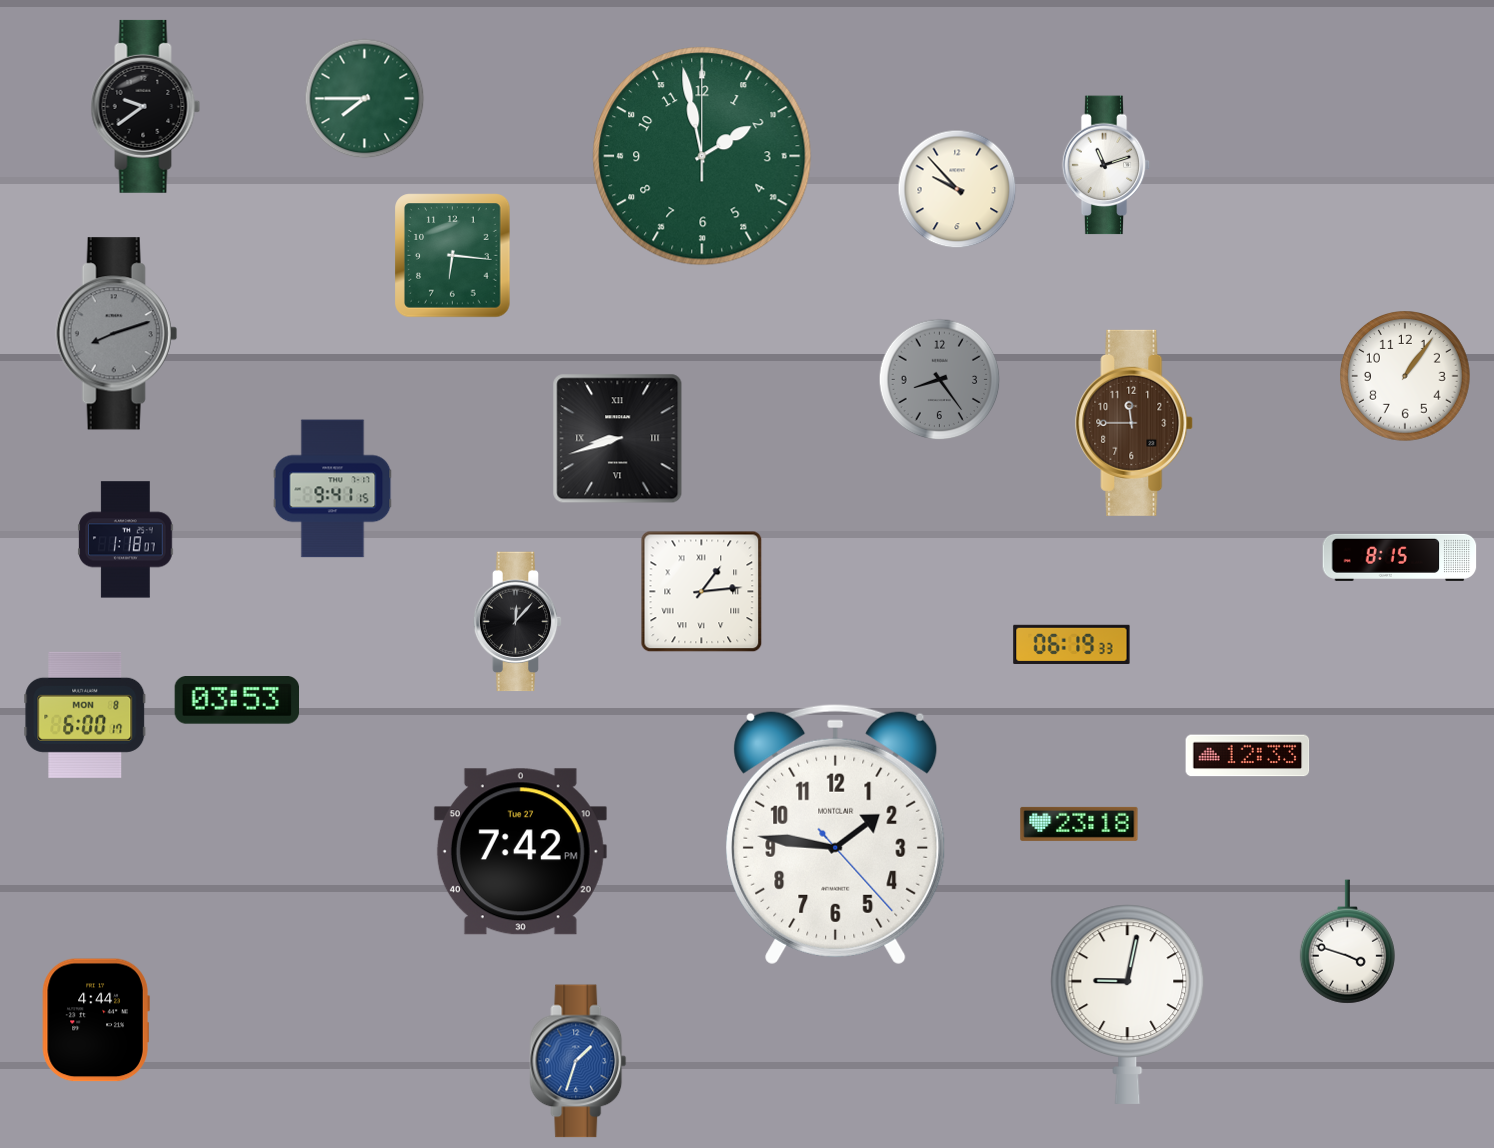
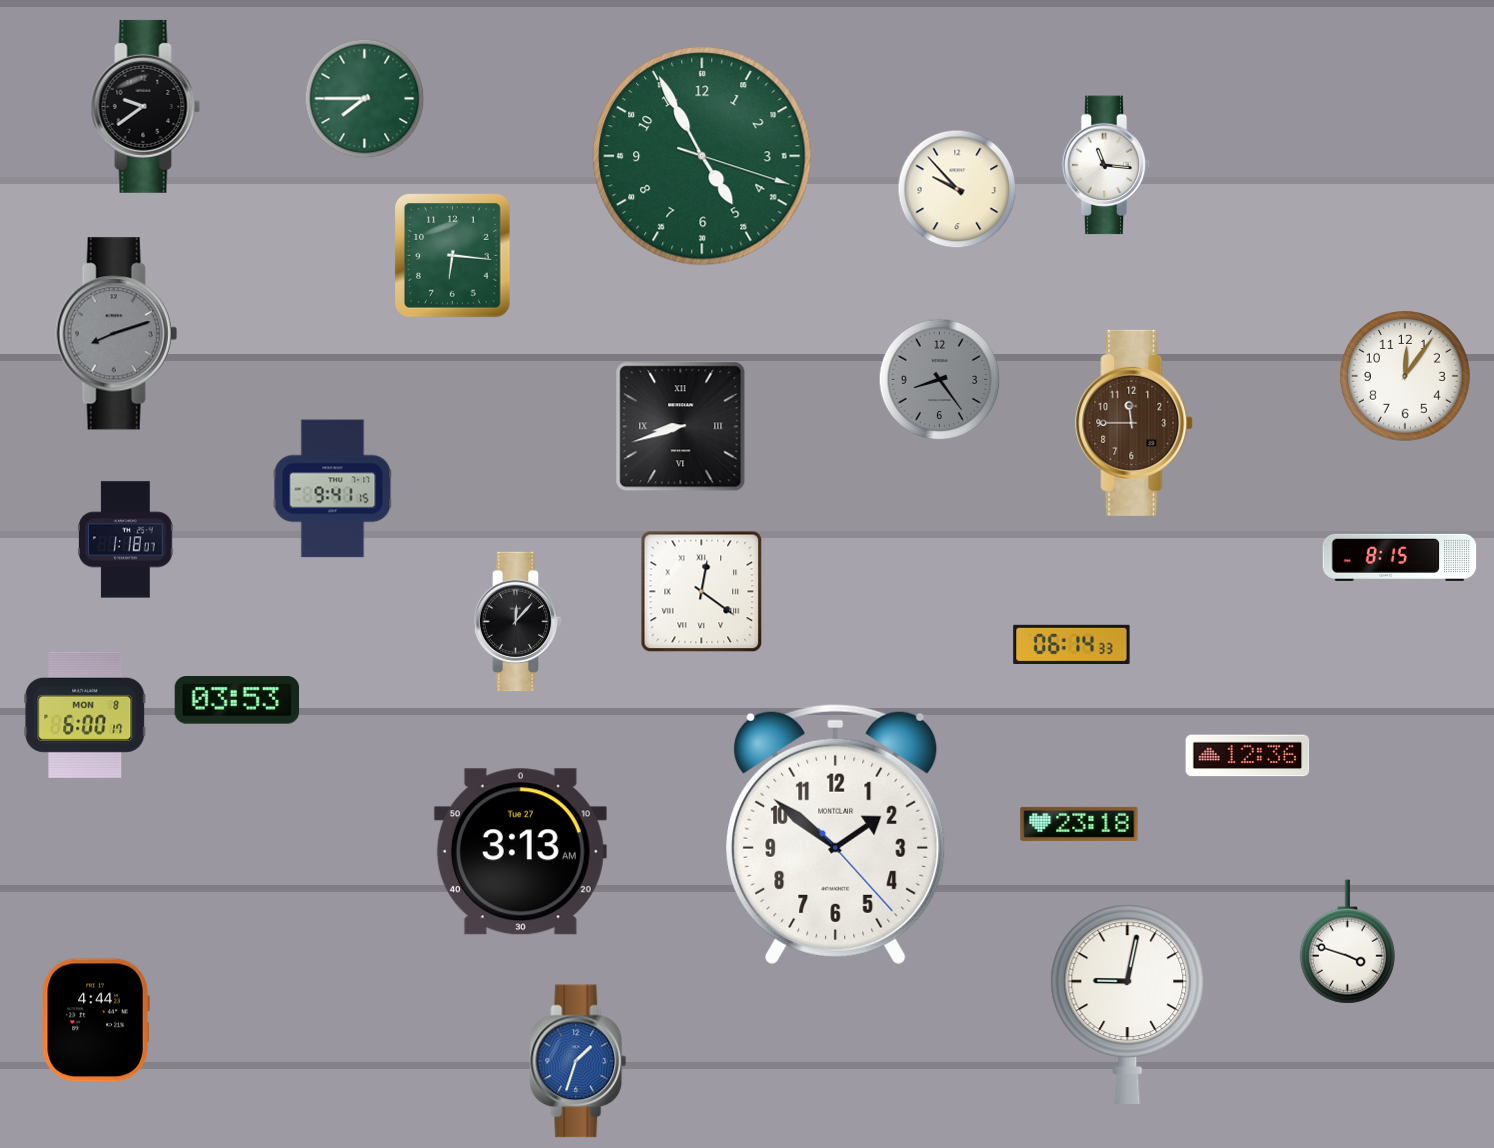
clock at (702, 156): 1:58 -> 4:55
clock at (1106, 165): 11:12 -> 11:16
clock at (1406, 377): 1:06 -> 12:06
clock at (618, 439) position: (618, 439) -> (681, 427)
clock at (702, 592): 1:14 -> 12:21
clock at (1072, 645): 06:19 -> 06:14
clock at (1248, 756): 12:33 -> 12:36
clock at (836, 834): 1:46 -> 1:51
clock at (520, 852): 7:42 -> 3:13
